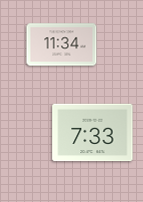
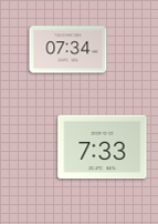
clock at (62, 45): 11:34 -> 07:34
